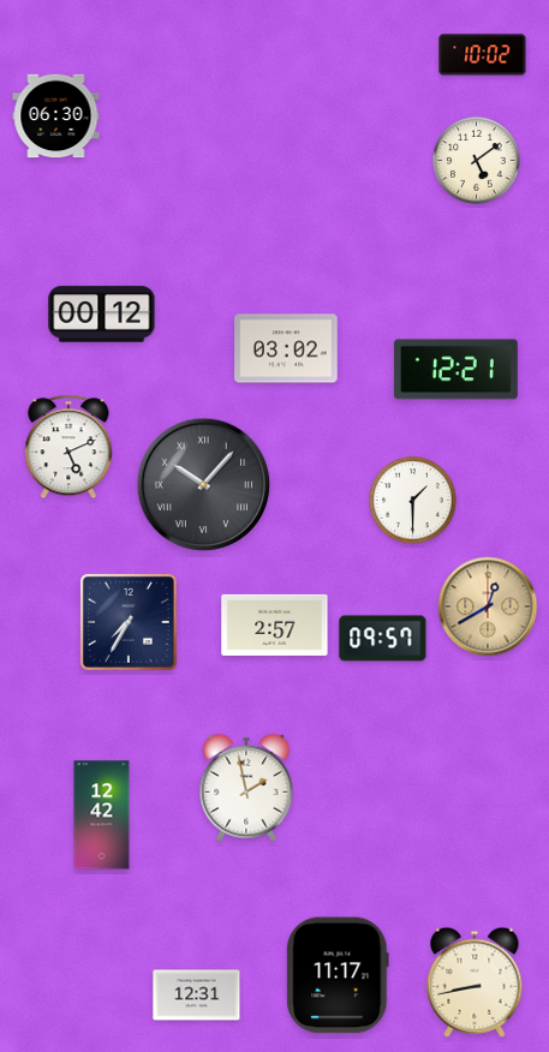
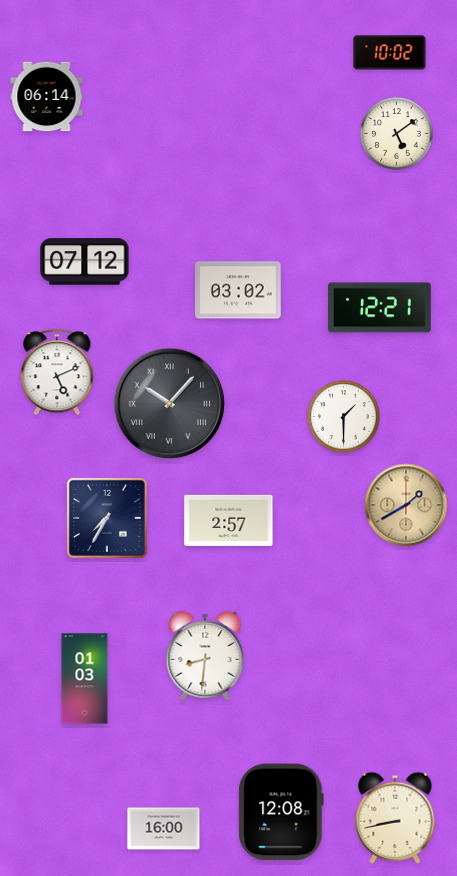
clock at (483, 55) position: (483, 55) -> (390, 53)
clock at (56, 116): 06:30 -> 06:14
clock at (102, 315): 00:12 -> 07:12
clock at (488, 606): 12:40 -> 1:40
clock at (383, 639): 09:57 -> none
clock at (246, 788): 1:58 -> 8:31
clock at (102, 815): 12:42 -> 01:03
clock at (338, 975): 11:17 -> 12:08
clock at (197, 996): 12:31 -> 16:00
